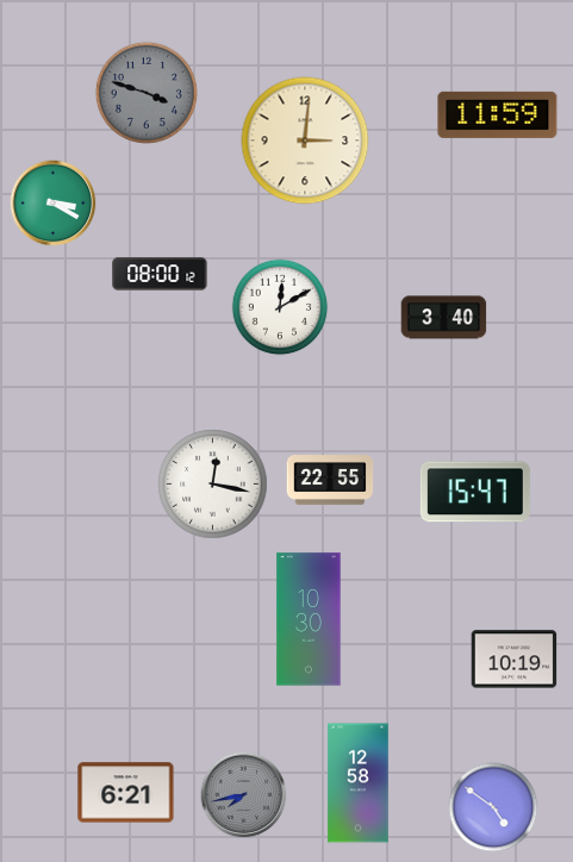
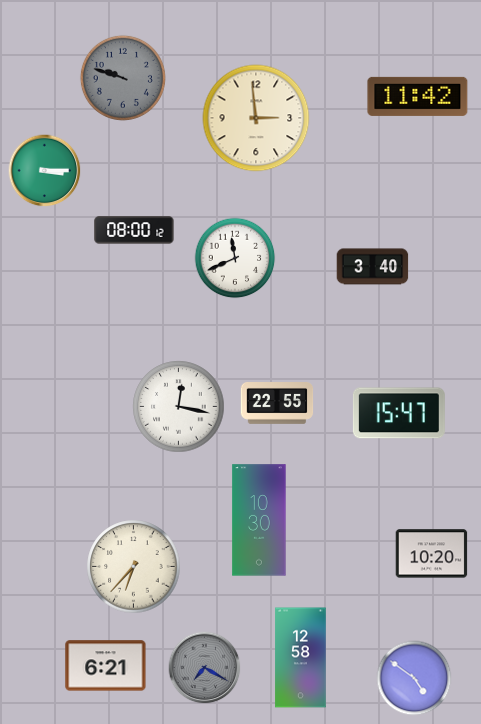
clock at (147, 93): 3:48 -> 9:48
clock at (498, 114): 11:59 -> 11:42
clock at (305, 140): 3:01 -> 2:59
clock at (54, 204): 3:20 -> 3:15
clock at (280, 307): 12:10 -> 11:41
clock at (515, 660): 10:19 -> 10:20
clock at (134, 567): none -> 6:37
clock at (244, 795): 7:43 -> 7:20
